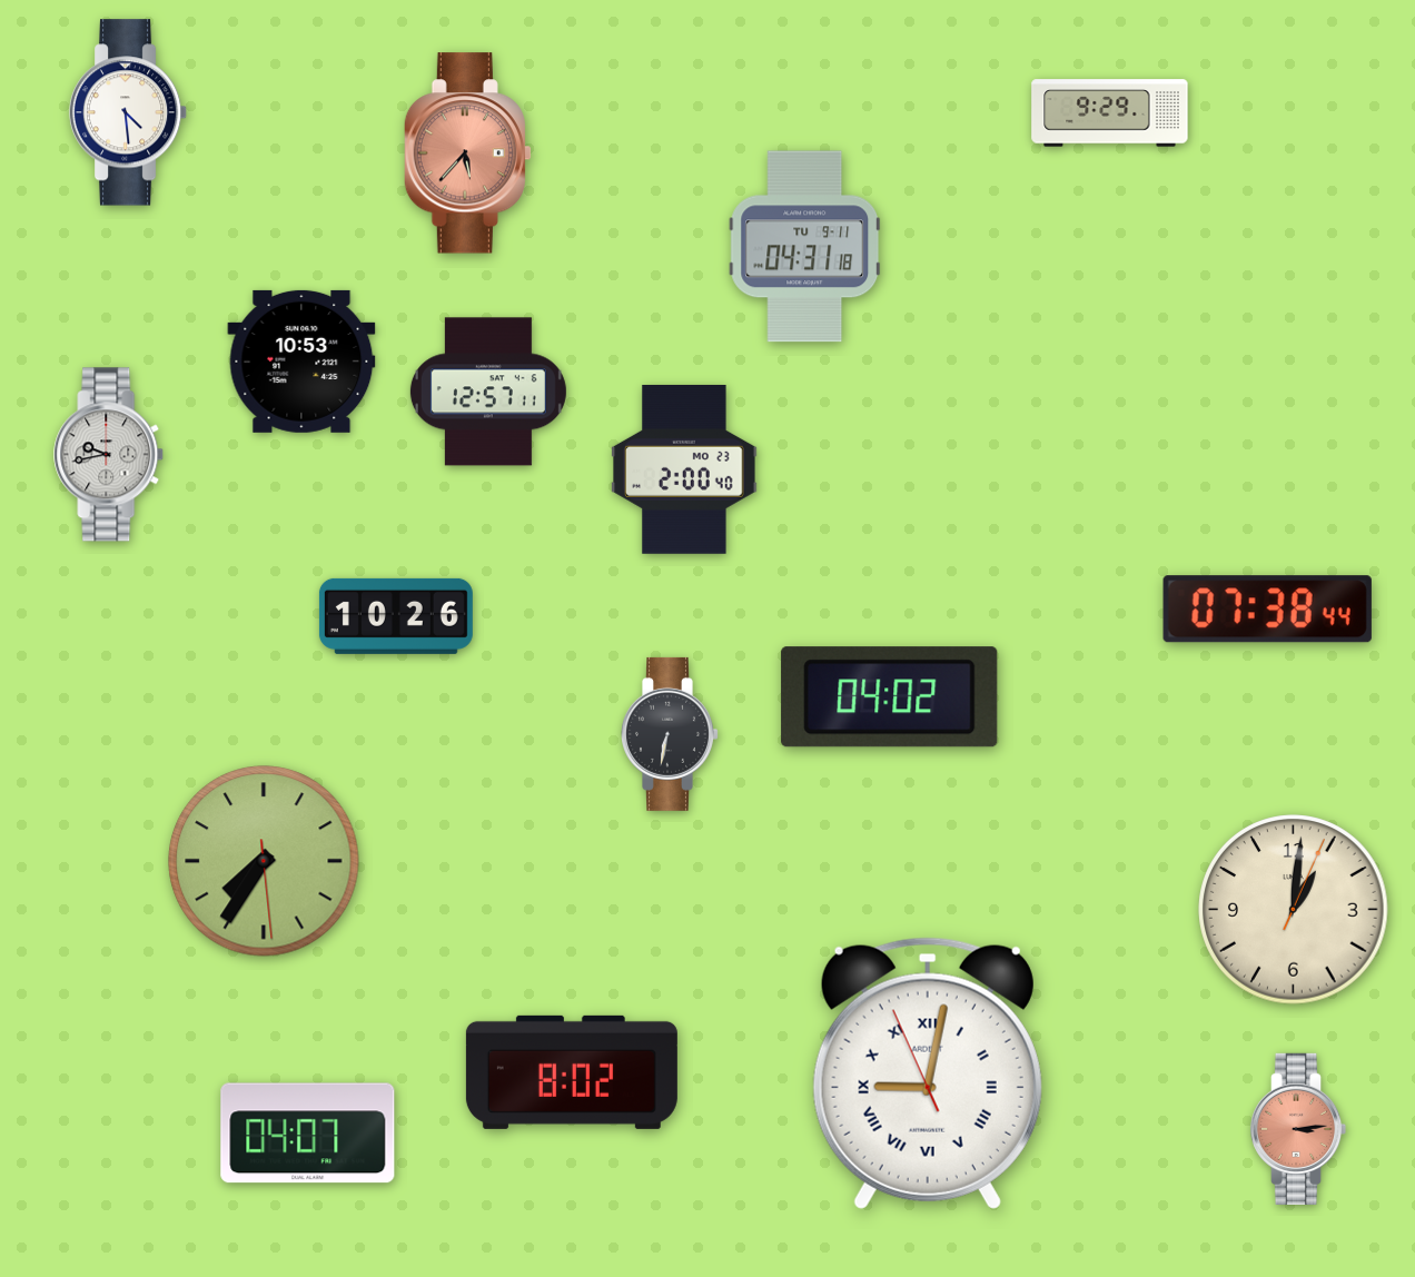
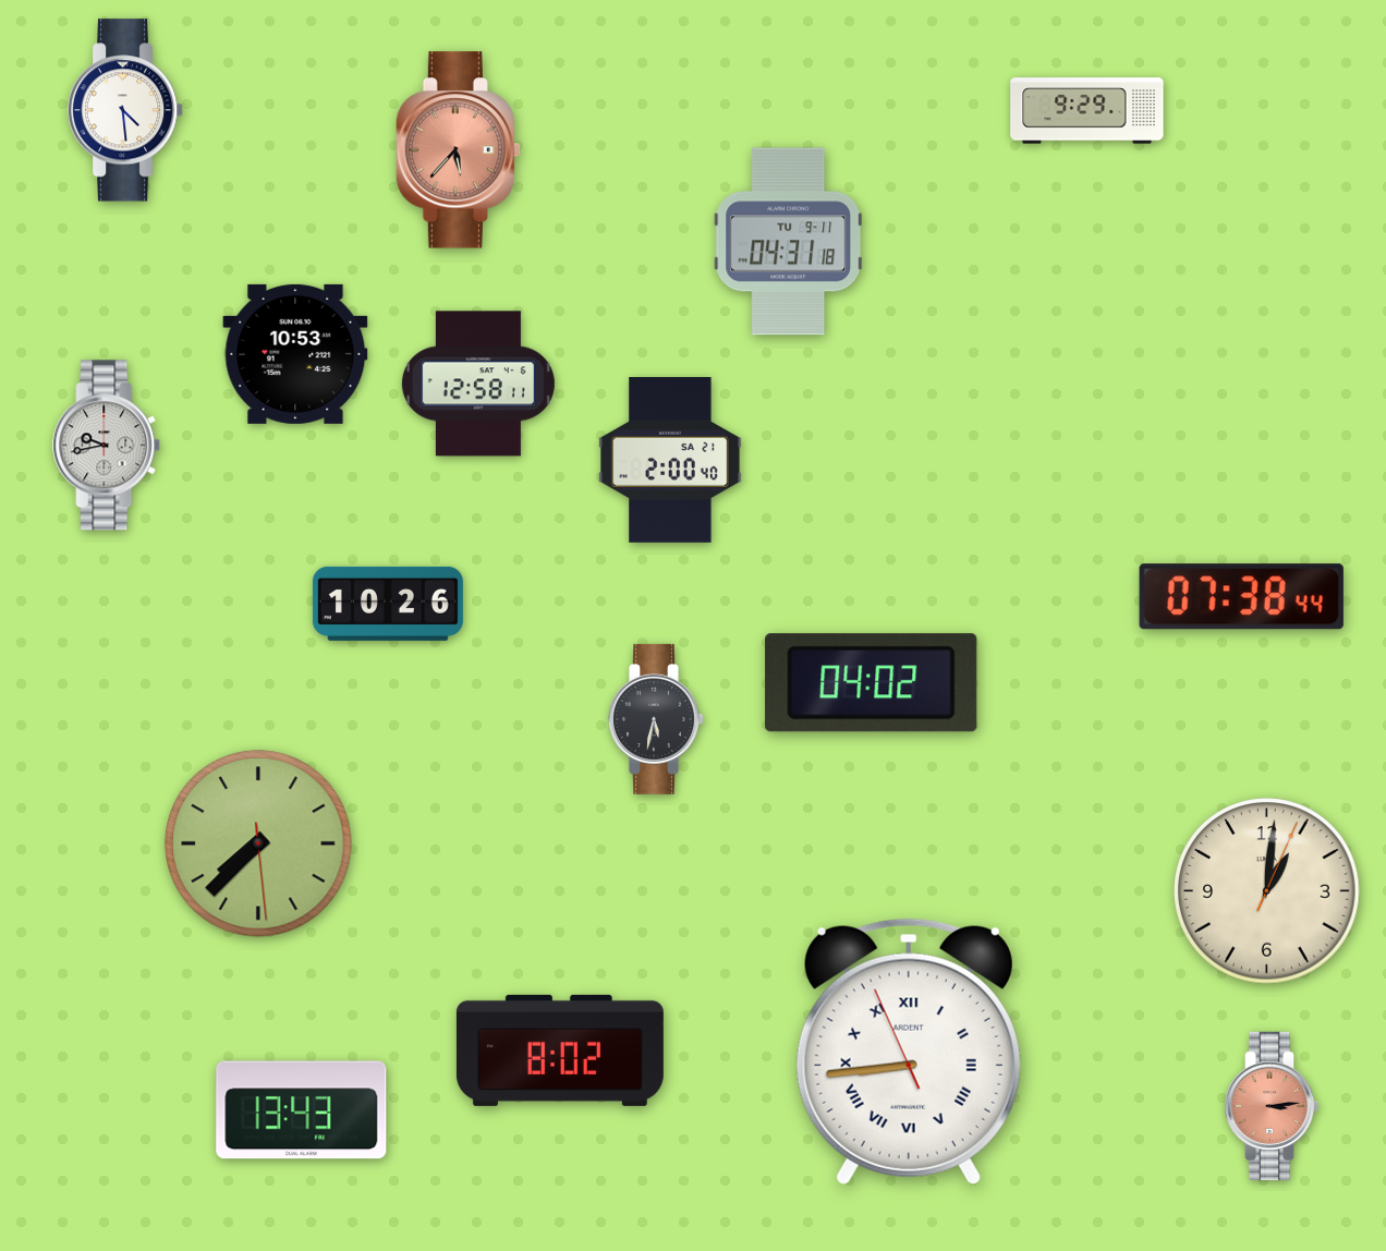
clock at (488, 392): 12:57 -> 12:58
clock at (684, 469) date: MO 23 -> SA 21
clock at (671, 734): 6:32 -> 5:32
clock at (264, 861): 7:35 -> 7:37
clock at (928, 1073): 9:01 -> 8:43
clock at (308, 1134): 04:07 -> 13:43
